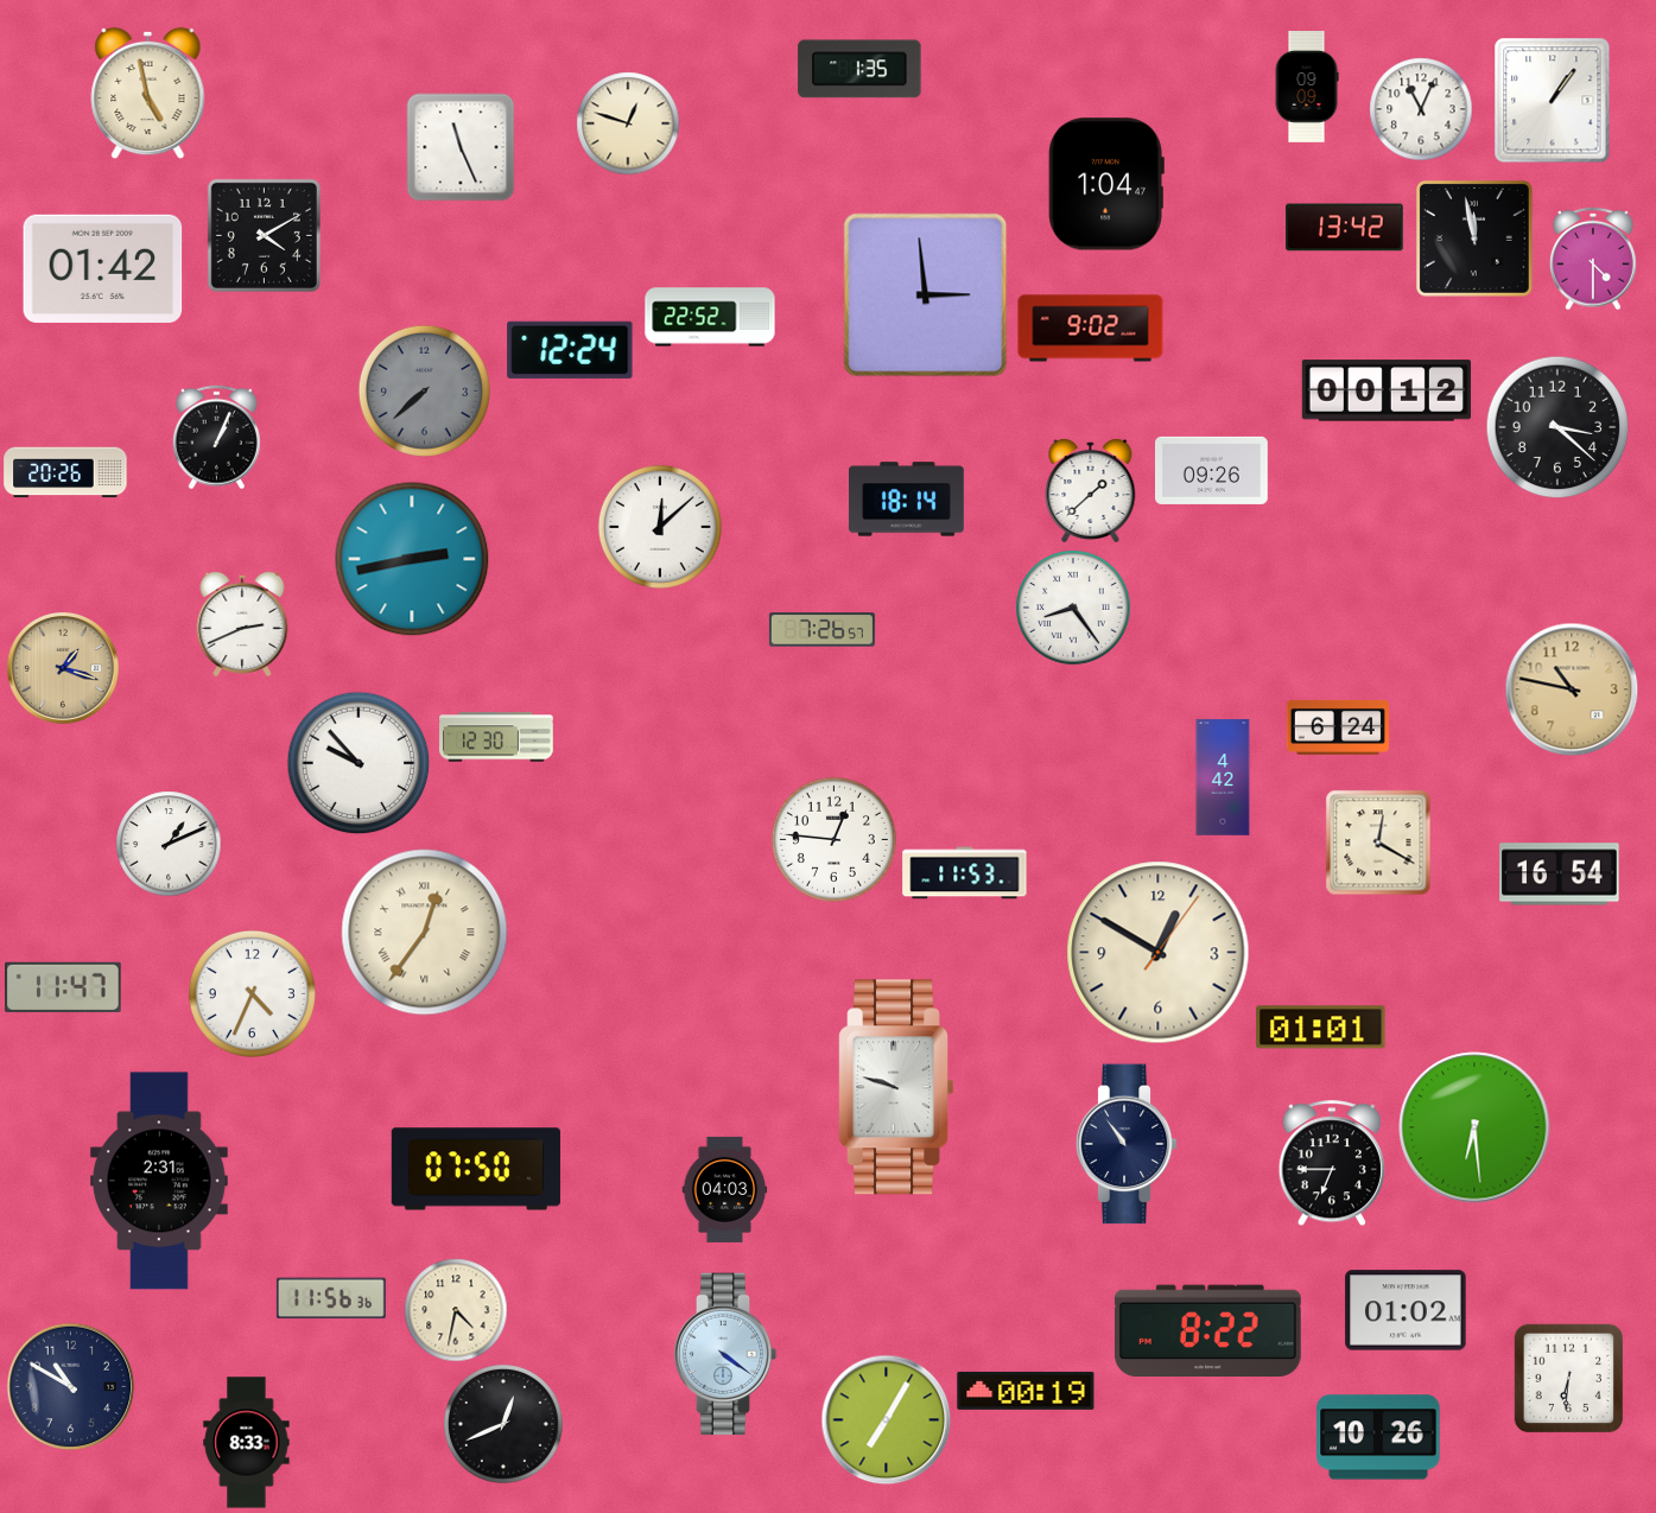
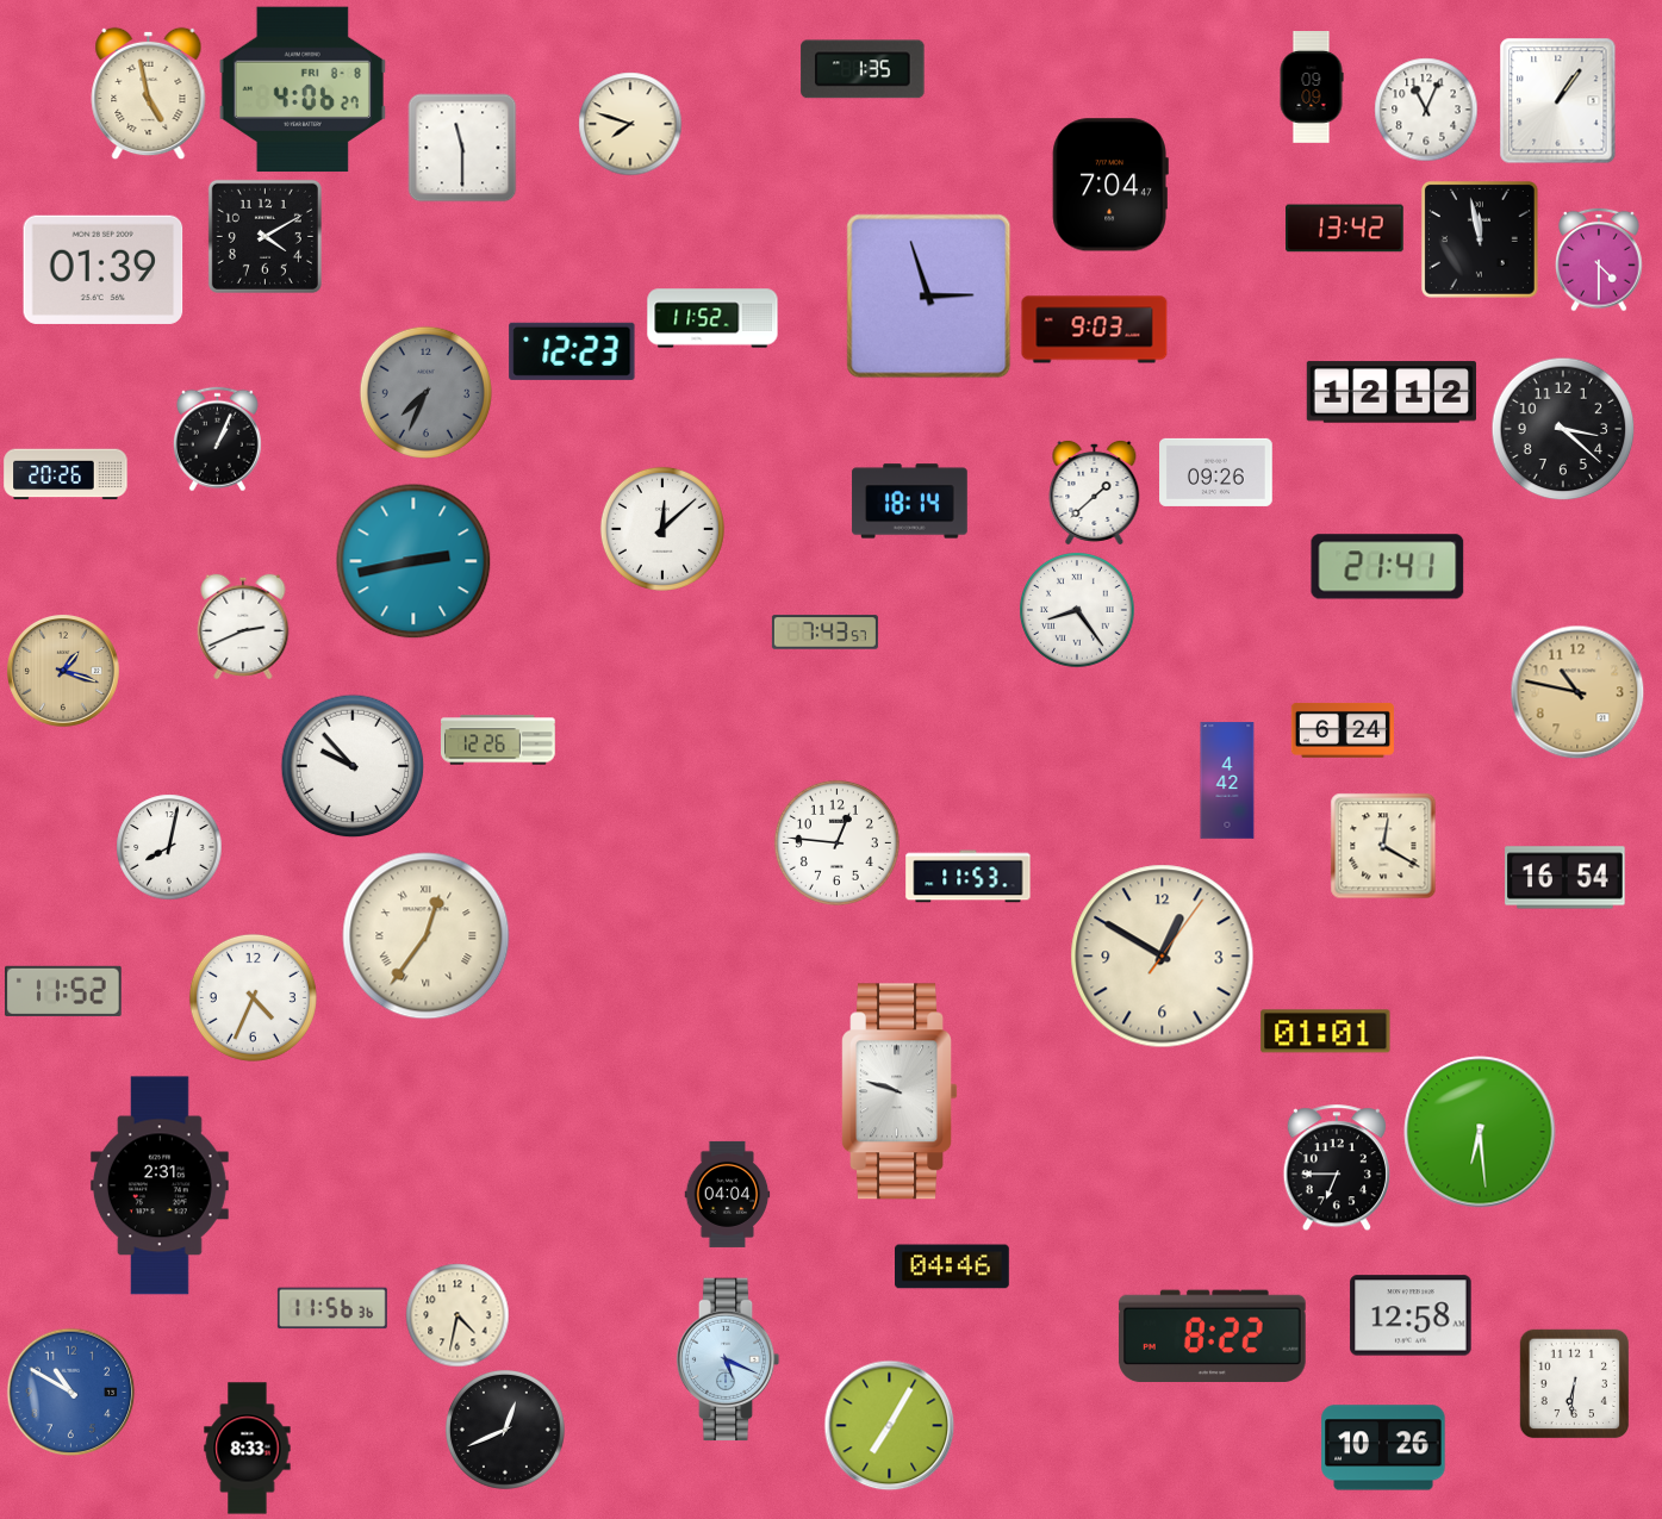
clock at (303, 89): none -> 4:06
clock at (628, 123): 12:48 -> 7:48
clock at (461, 147): 11:26 -> 11:30
clock at (1106, 184): 1:04 -> 7:04
clock at (1345, 228) position: (1345, 228) -> (1345, 229)
clock at (103, 268): 01:42 -> 01:39
clock at (926, 295): 2:59 -> 2:57
clock at (710, 317): 22:52 -> 11:52
clock at (1091, 329): 9:02 -> 9:03
clock at (570, 350): 12:24 -> 12:23
clock at (424, 390): 7:38 -> 7:34
clock at (1387, 390): 00:12 -> 12:12
clock at (1388, 567): none -> 21:41
clock at (821, 630): 7:26 -> 7:43
clock at (496, 737): 12:30 -> 12:26
clock at (359, 763) position: (359, 763) -> (353, 766)
clock at (169, 844): 1:11 -> 8:02
clock at (64, 987): 11:47 -> 11:52
clock at (1127, 1144): 10:54 -> none
clock at (476, 1169): 07:50 -> none
clock at (725, 1189): 04:03 -> 04:04
clock at (953, 1266): none -> 04:46
clock at (331, 1298) position: (331, 1298) -> (332, 1308)
clock at (1406, 1310): 01:02 -> 12:58
clock at (725, 1354): 4:21 -> 5:19
clock at (70, 1386) dial: navy -> blue
clock at (1026, 1391): 00:19 -> none
clock at (1378, 1437) position: (1378, 1437) -> (1383, 1448)
